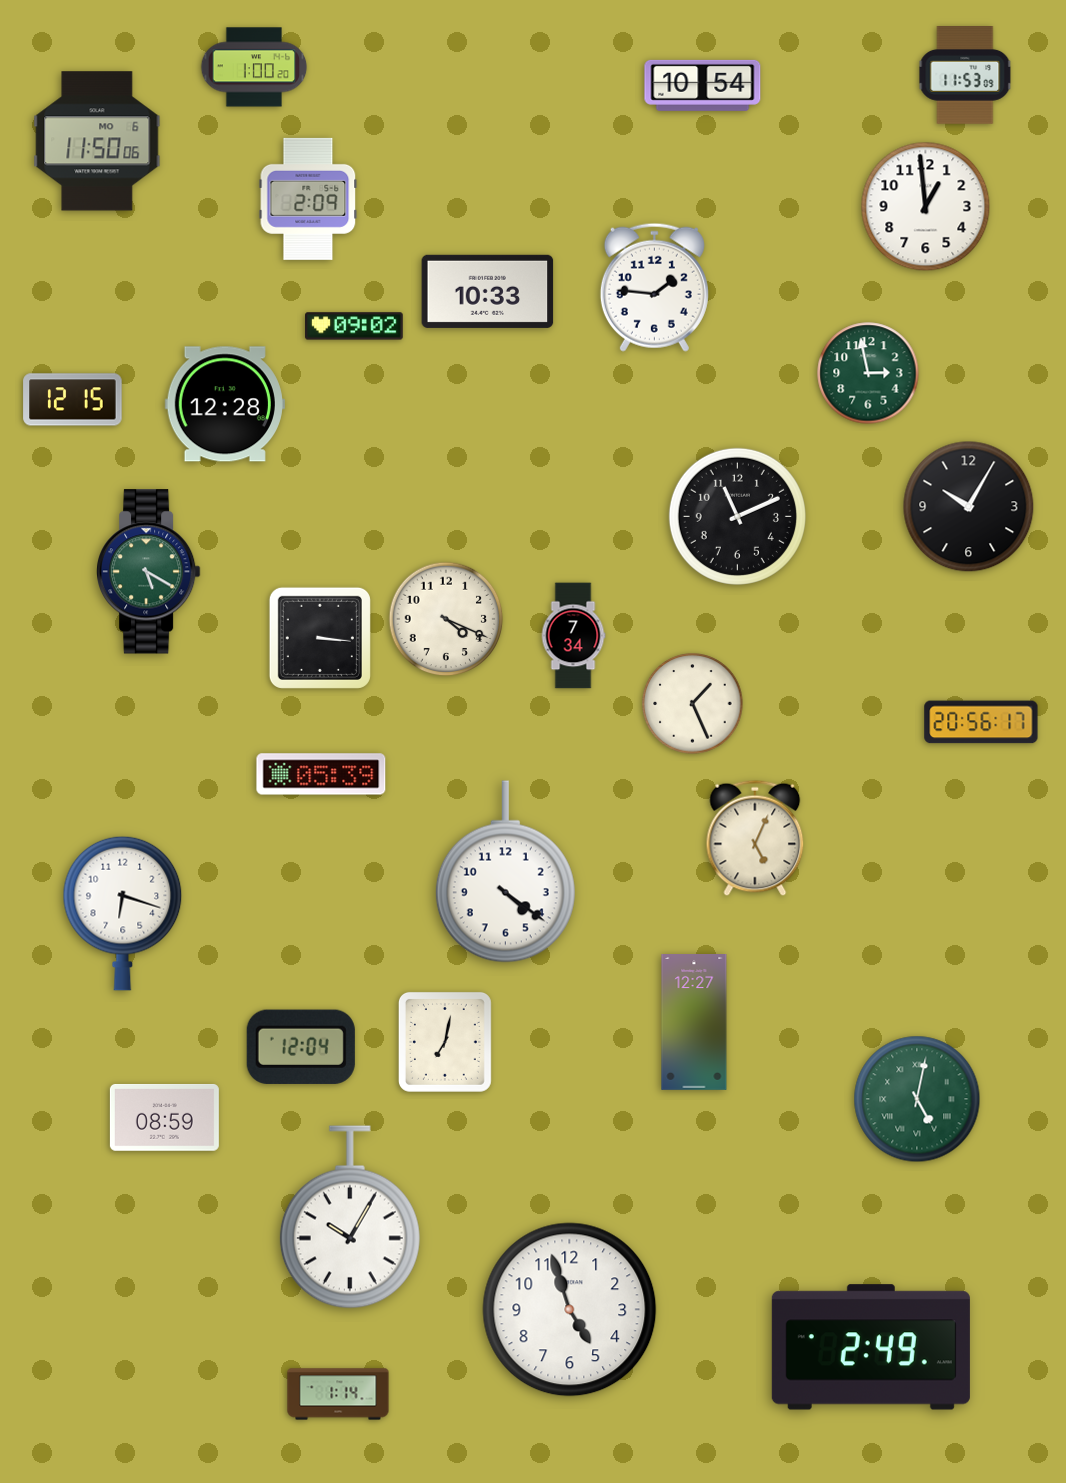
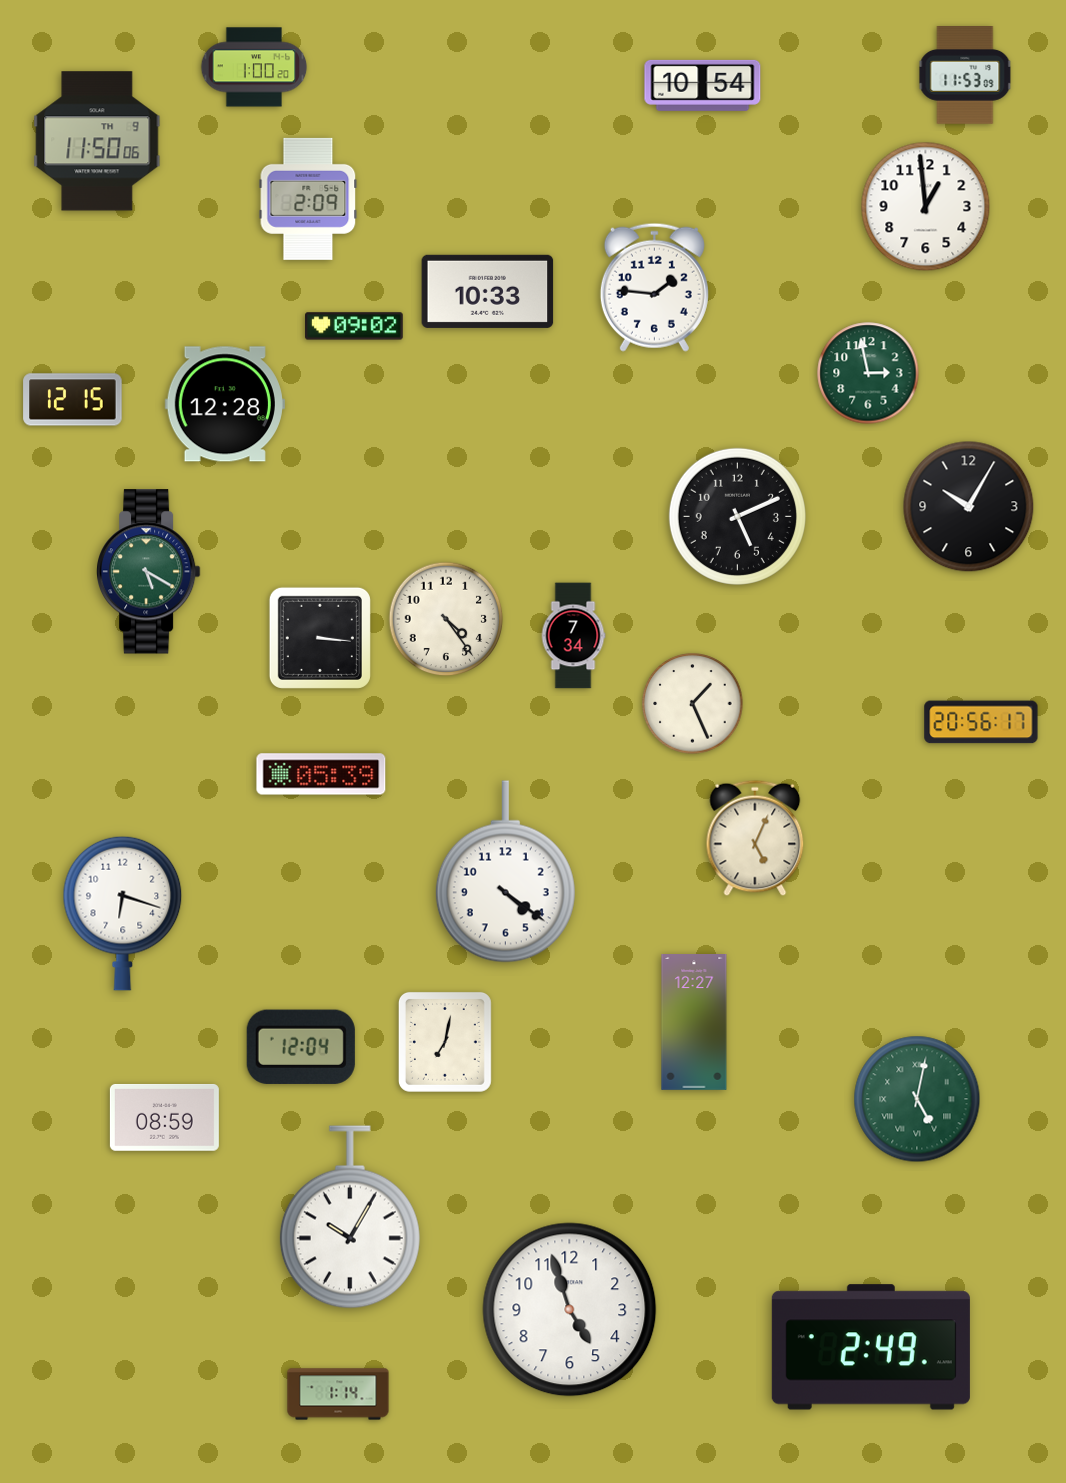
clock at (97, 141) date: MO 6 -> TH 9
clock at (737, 516): 11:11 -> 5:11
clock at (446, 619): 4:19 -> 4:24
